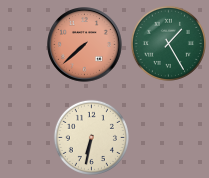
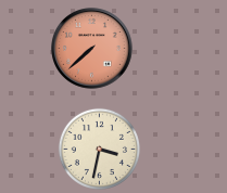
clock at (168, 43): 1:25 -> none
clock at (91, 137): 6:32 -> 3:32
